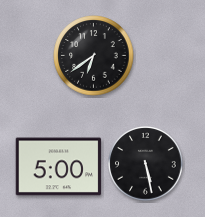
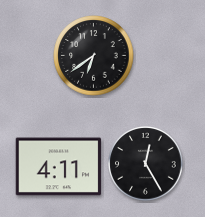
clock at (146, 164): 5:28 -> 12:25
clock at (59, 167): 5:00 -> 4:11
